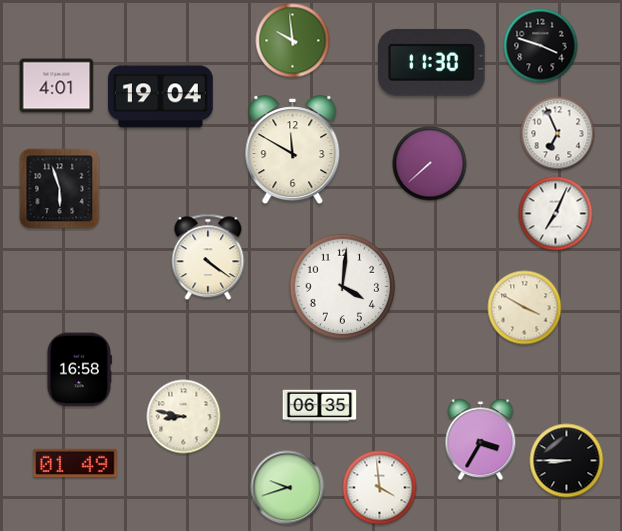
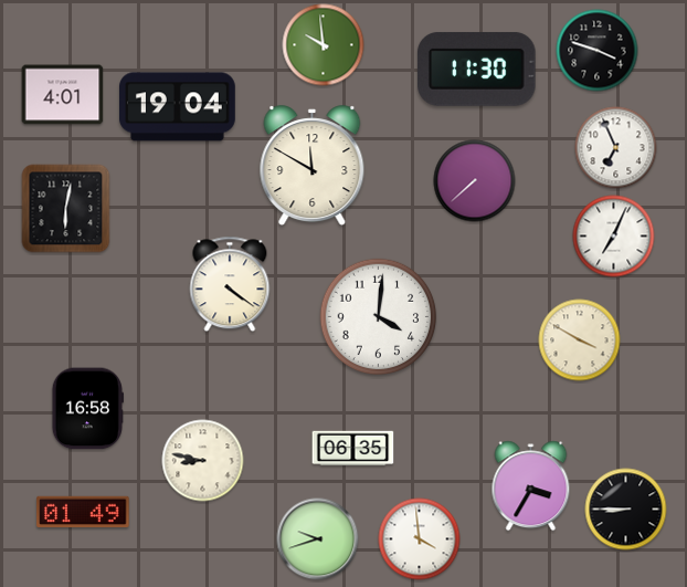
clock at (293, 150) position: (293, 150) -> (313, 166)
clock at (60, 189): 5:57 -> 6:02
